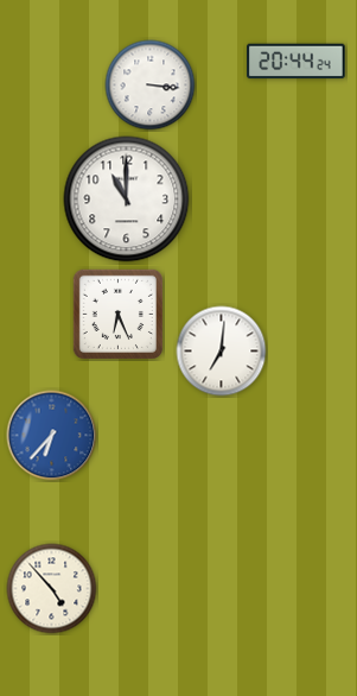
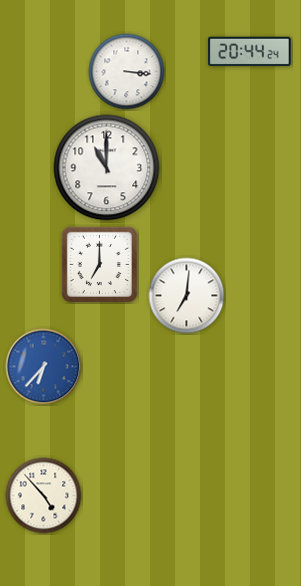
clock at (117, 314): 6:26 -> 7:00
